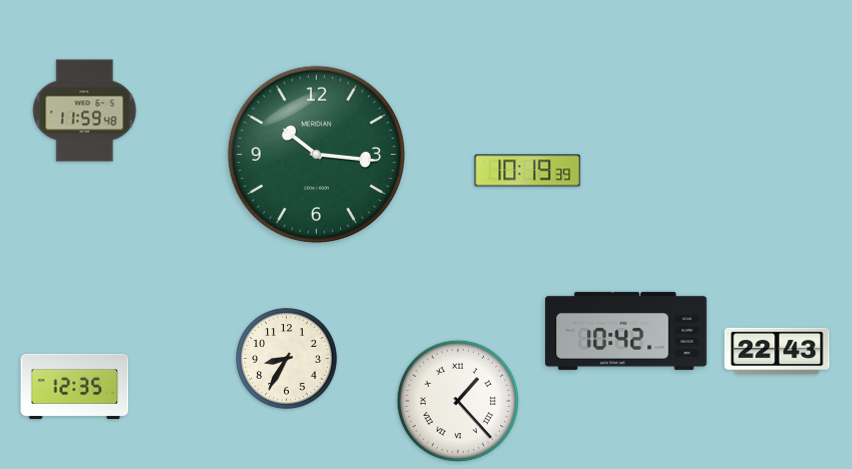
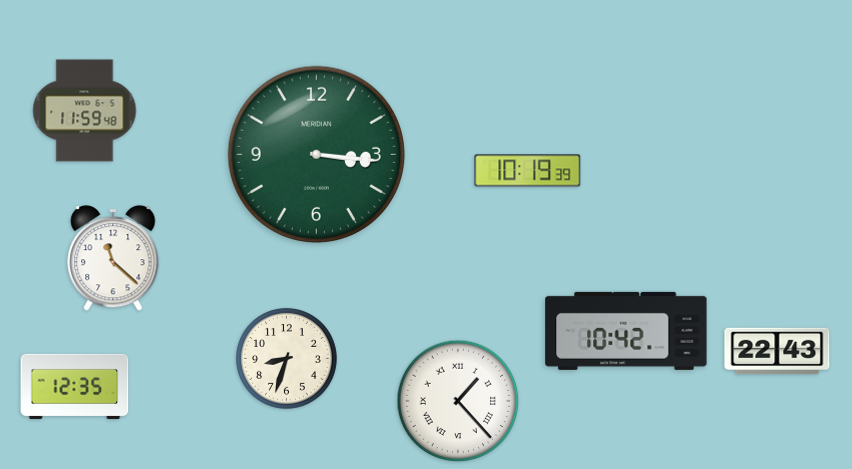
clock at (316, 154): 10:16 -> 3:16
clock at (113, 258): none -> 11:22
clock at (287, 359): 8:35 -> 8:33
